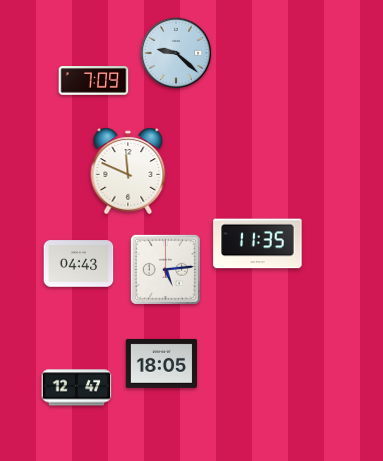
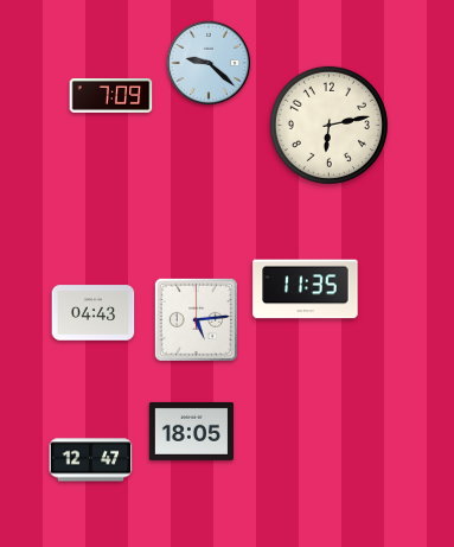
clock at (328, 125): none -> 6:13
clock at (128, 171): 11:49 -> none
